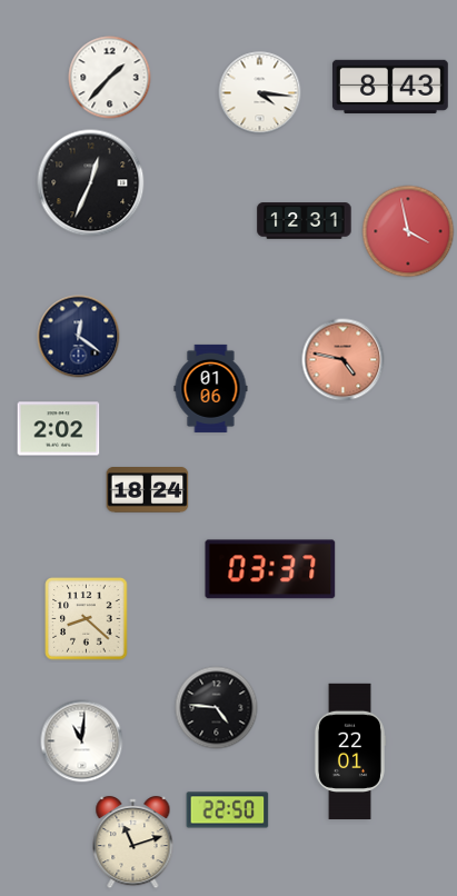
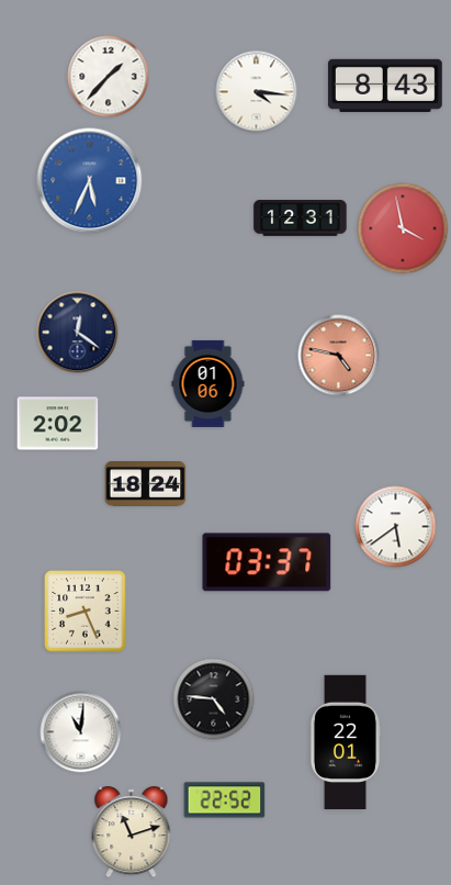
clock at (91, 183): 12:34 -> 5:34
clock at (91, 183) dial: black -> blue
clock at (396, 527): none -> 5:39
clock at (87, 619): 8:22 -> 8:26
clock at (228, 810): 22:50 -> 22:52
